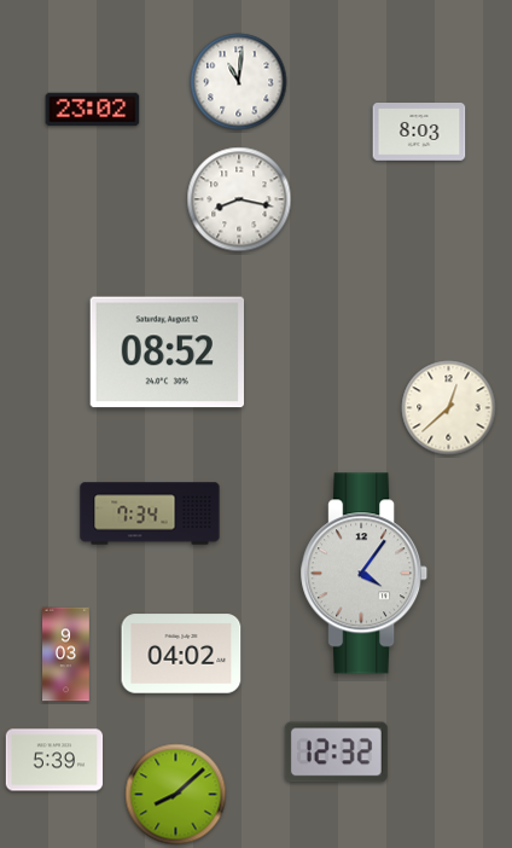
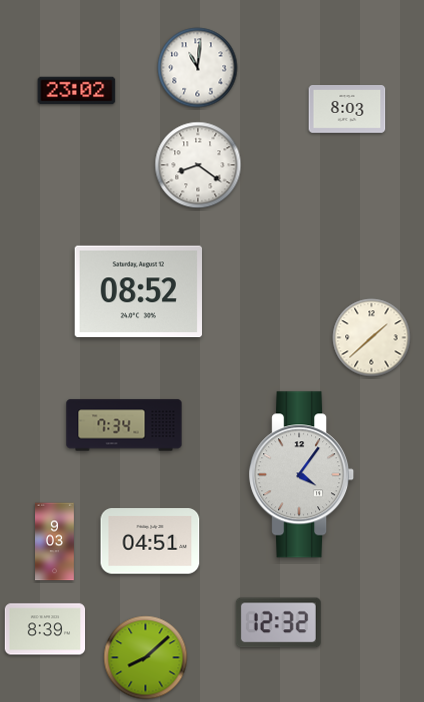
clock at (239, 199): 8:17 -> 8:21
clock at (449, 408): 12:38 -> 1:38
clock at (181, 654): 04:02 -> 04:51
clock at (54, 760): 5:39 -> 8:39
